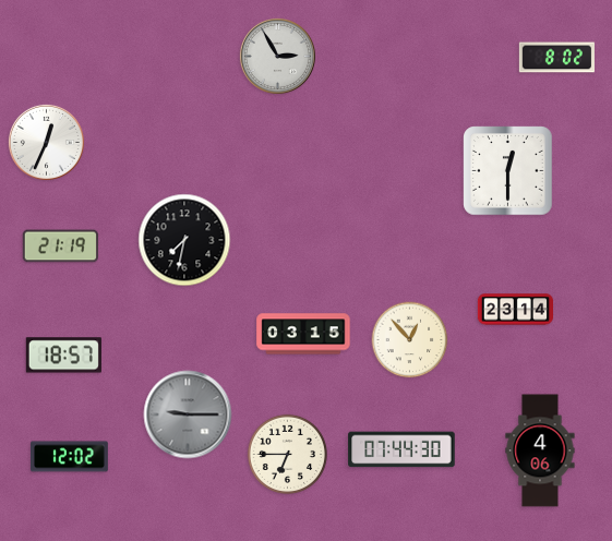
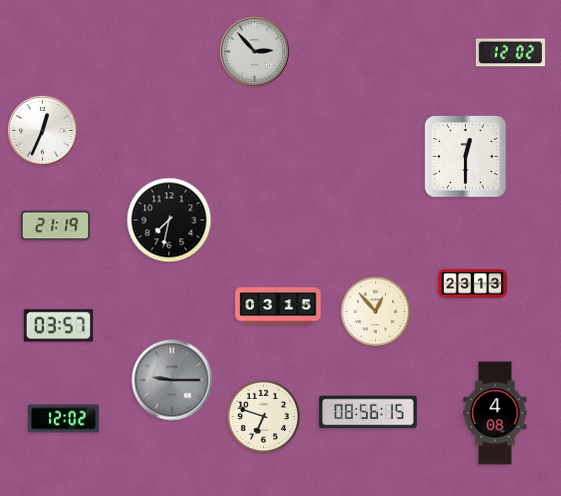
clock at (277, 56): 2:55 -> 2:53
clock at (556, 58): 8:02 -> 12:02
clock at (515, 310): 23:14 -> 23:13
clock at (63, 356): 18:57 -> 03:57
clock at (401, 449): 07:44 -> 08:56
clock at (540, 450): 4:06 -> 4:08
clock at (287, 454): 6:45 -> 6:48
